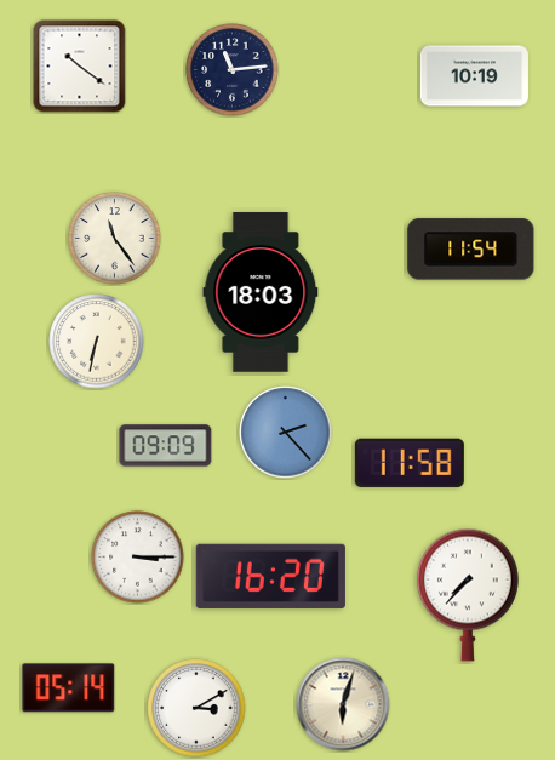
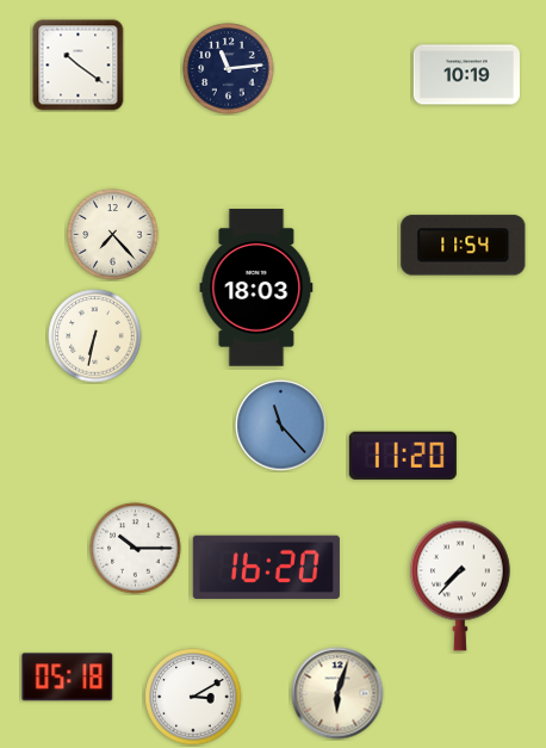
clock at (115, 239): 11:24 -> 7:23
clock at (286, 433): 2:23 -> 11:23
clock at (166, 446): 09:09 -> none
clock at (410, 463): 11:58 -> 11:20
clock at (138, 558): 3:15 -> 10:15
clock at (69, 688): 05:14 -> 05:18
